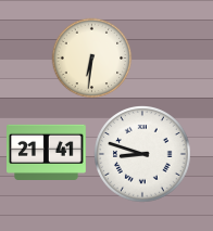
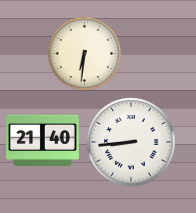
clock at (47, 152): 21:41 -> 21:40
clock at (142, 155): 8:48 -> 8:44
